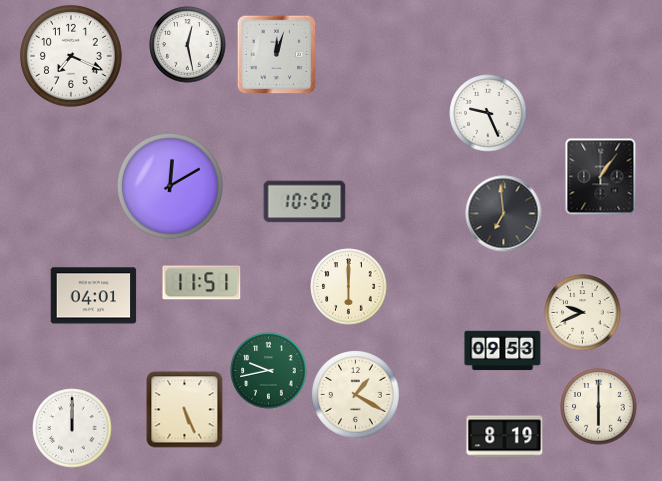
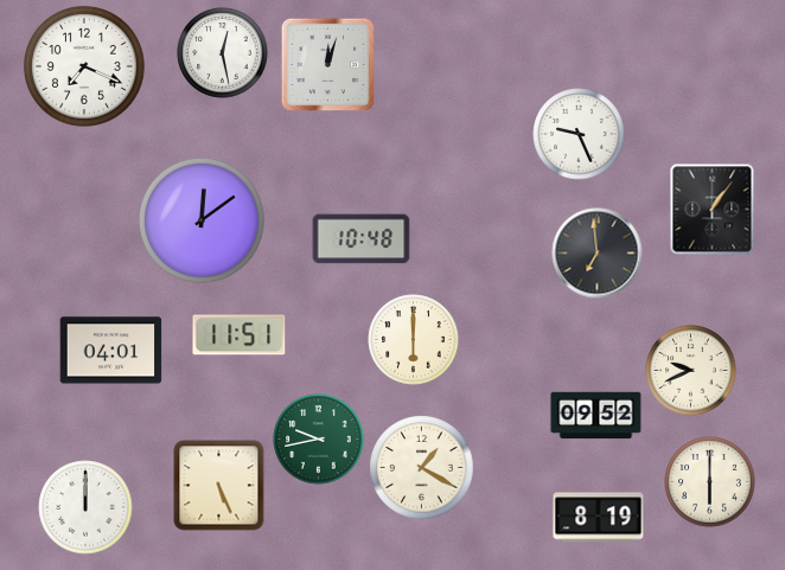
clock at (170, 186): 12:10 -> 12:09
clock at (305, 202): 10:50 -> 10:48
clock at (503, 351): 09:53 -> 09:52
